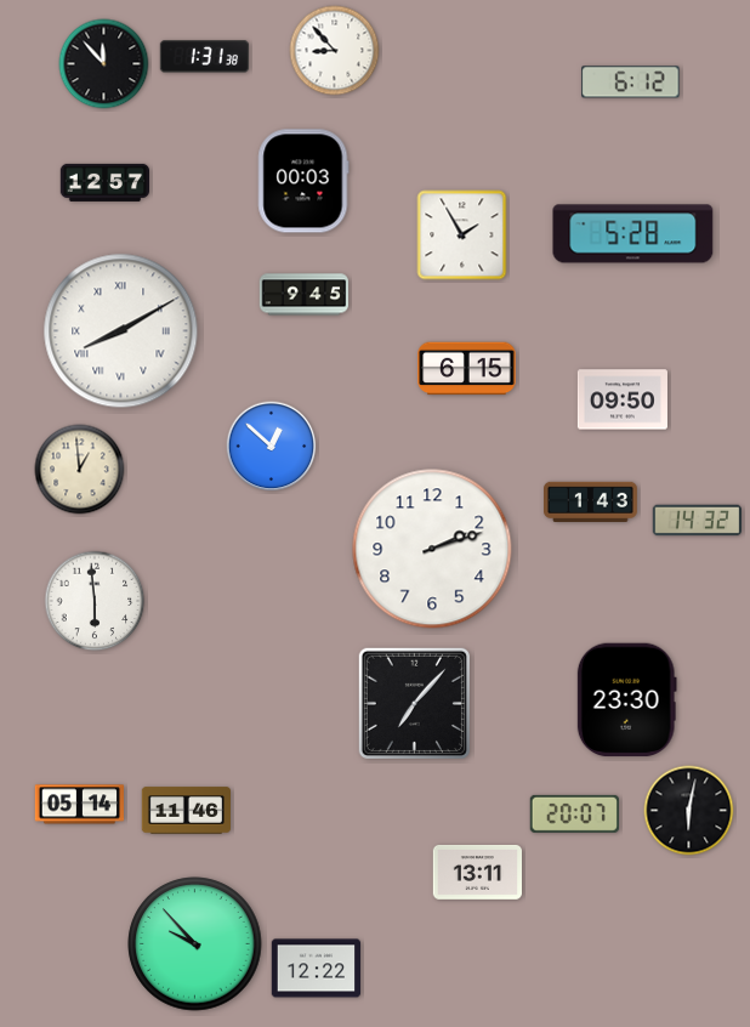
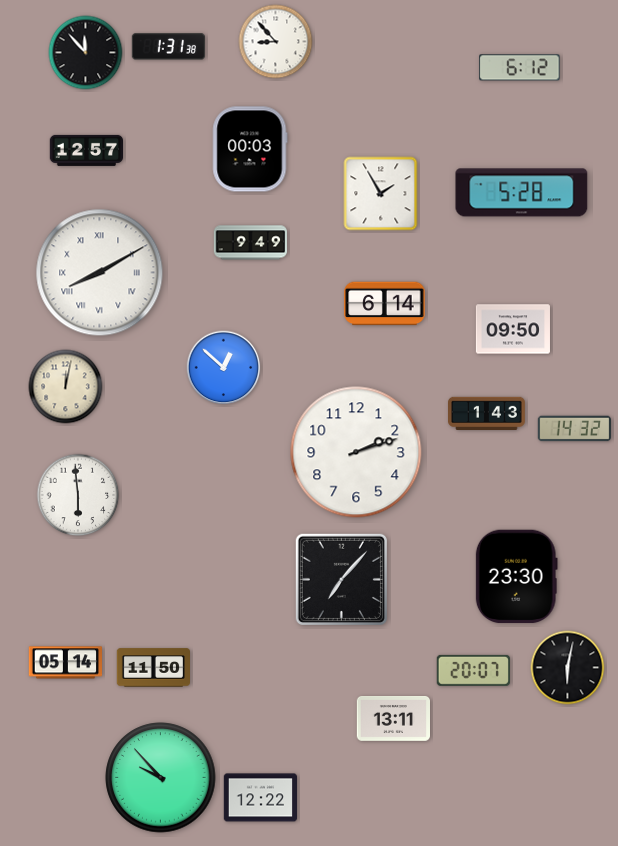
clock at (305, 295): 9:45 -> 9:49
clock at (467, 369): 6:15 -> 6:14
clock at (80, 470): 12:59 -> 12:02
clock at (187, 811): 11:46 -> 11:50
